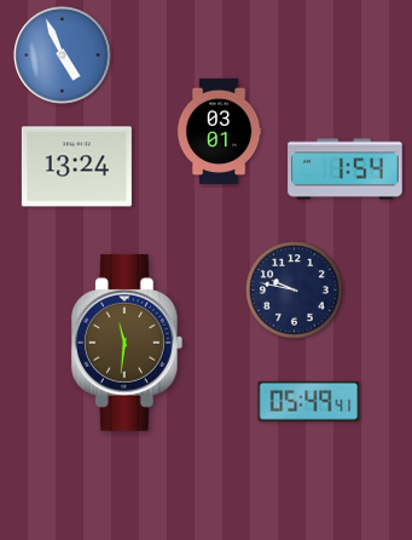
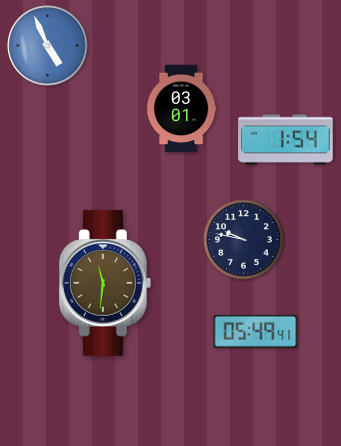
clock at (63, 56) position: (63, 56) -> (48, 46)
clock at (76, 167): 13:24 -> none
